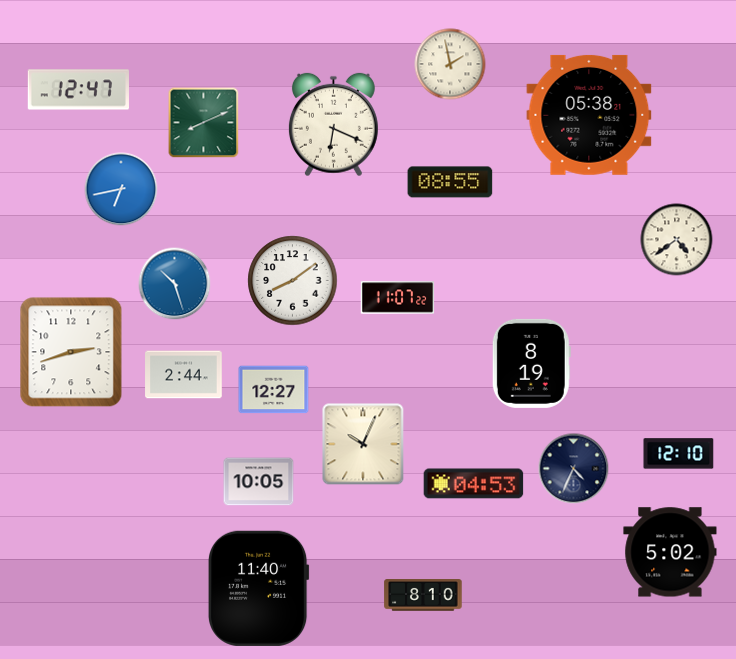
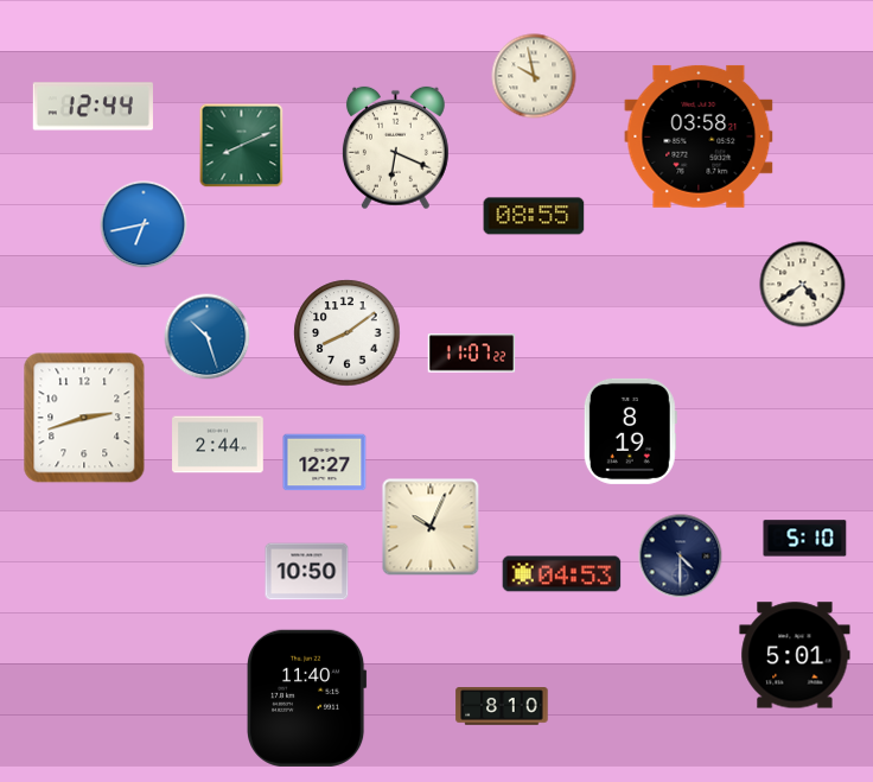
clock at (450, 64): 1:58 -> 9:58
clock at (78, 90): 12:47 -> 12:44
clock at (589, 115): 05:38 -> 03:58
clock at (679, 454): 12:10 -> 5:10
clock at (574, 469): 4:34 -> 4:30
clock at (259, 482): 10:05 -> 10:50
clock at (670, 552): 5:02 -> 5:01
